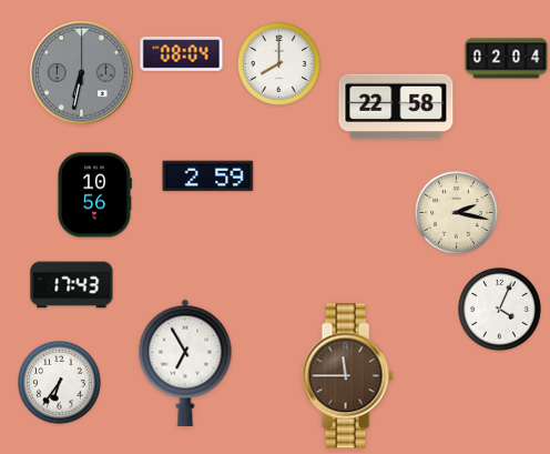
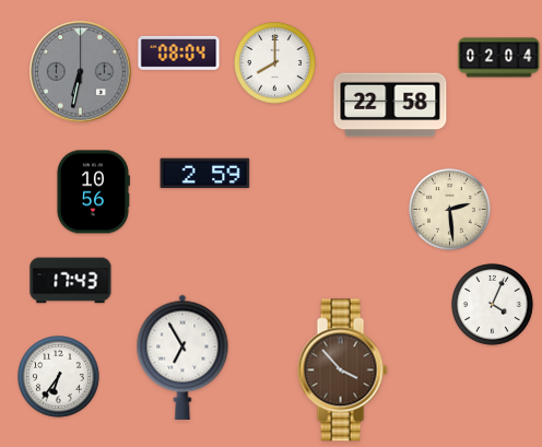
clock at (457, 213): 2:17 -> 2:29
clock at (347, 376): 11:45 -> 3:53
